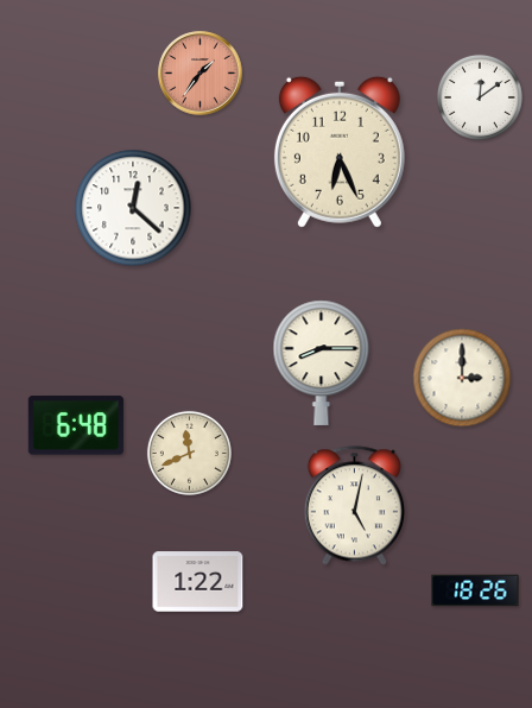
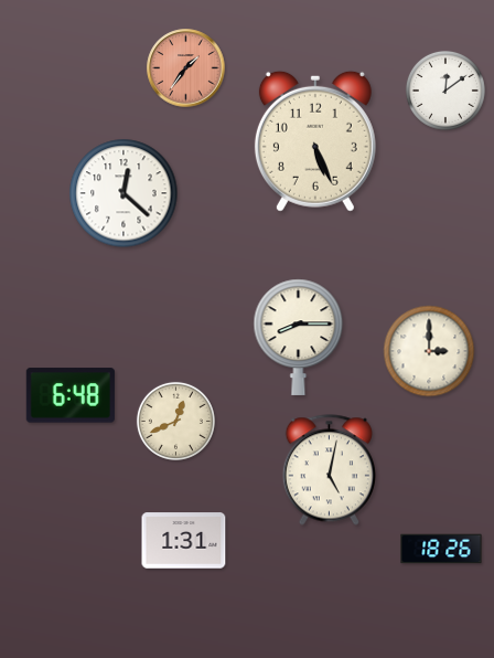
clock at (340, 152): 6:26 -> 5:26
clock at (189, 453): 11:41 -> 12:41
clock at (198, 582): 1:22 -> 1:31
